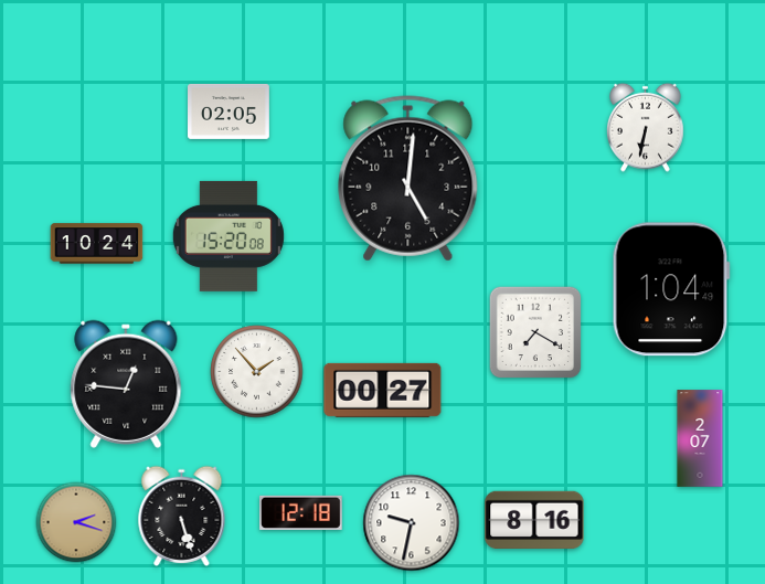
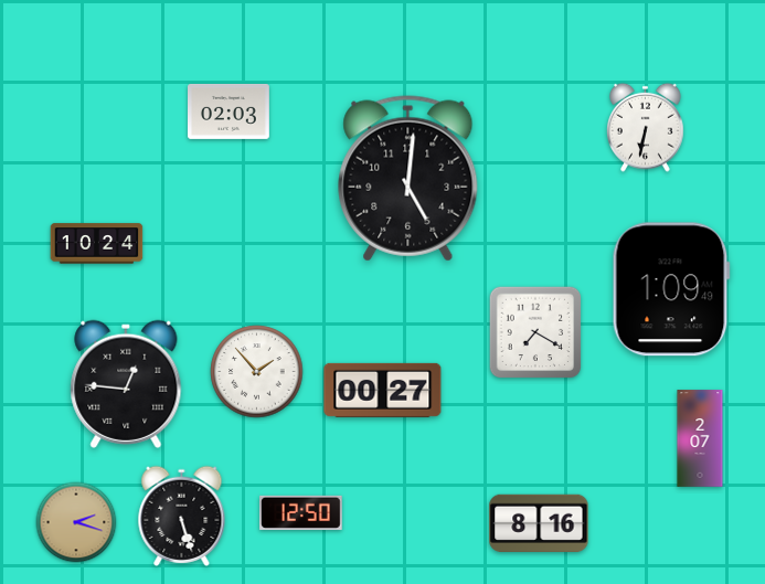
clock at (230, 112): 02:05 -> 02:03
clock at (229, 236): 15:20 -> none
clock at (671, 289): 1:04 -> 1:09
clock at (301, 512): 12:18 -> 12:50
clock at (534, 519) position: (534, 519) -> (539, 522)
clock at (412, 523): 9:32 -> none
